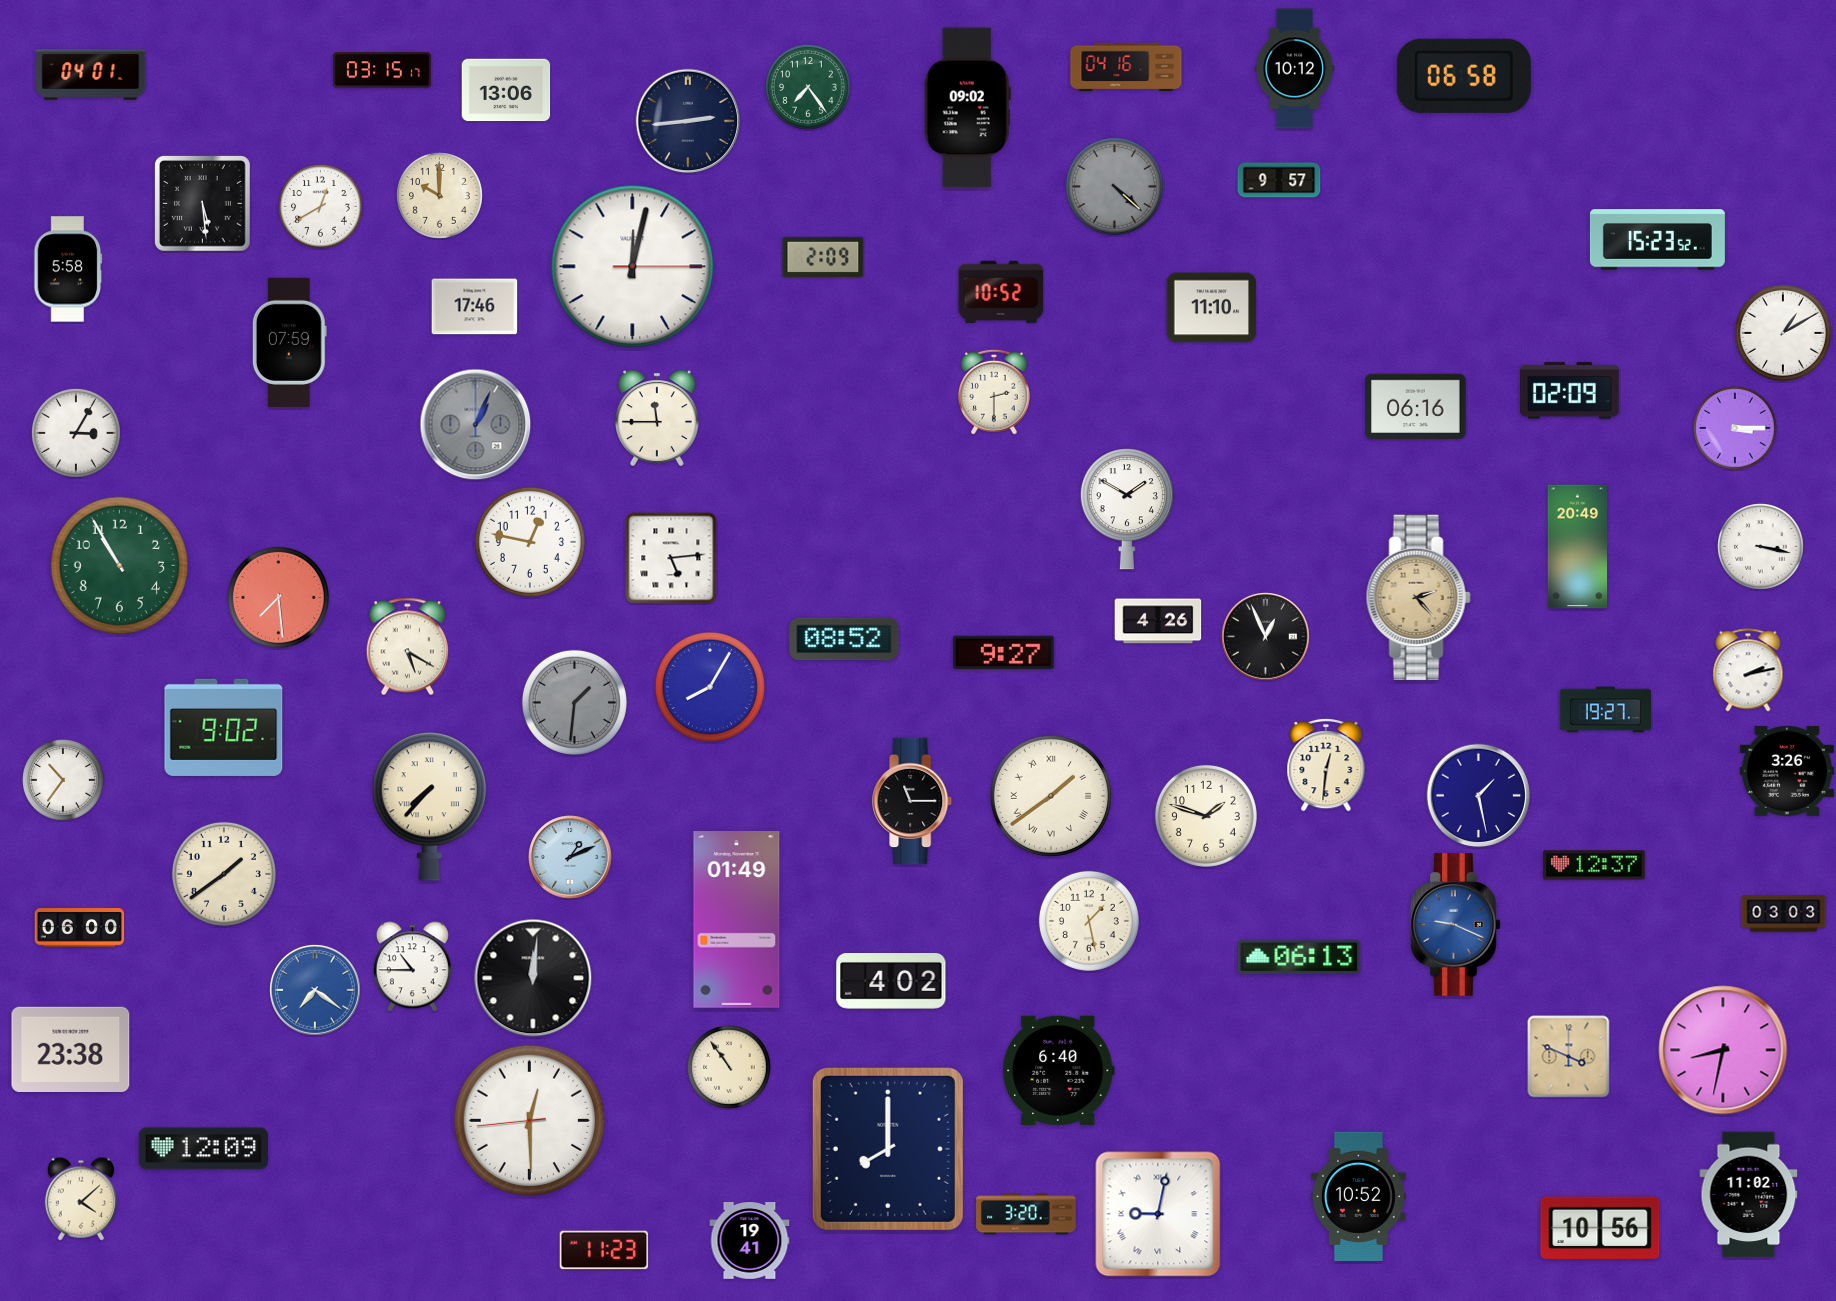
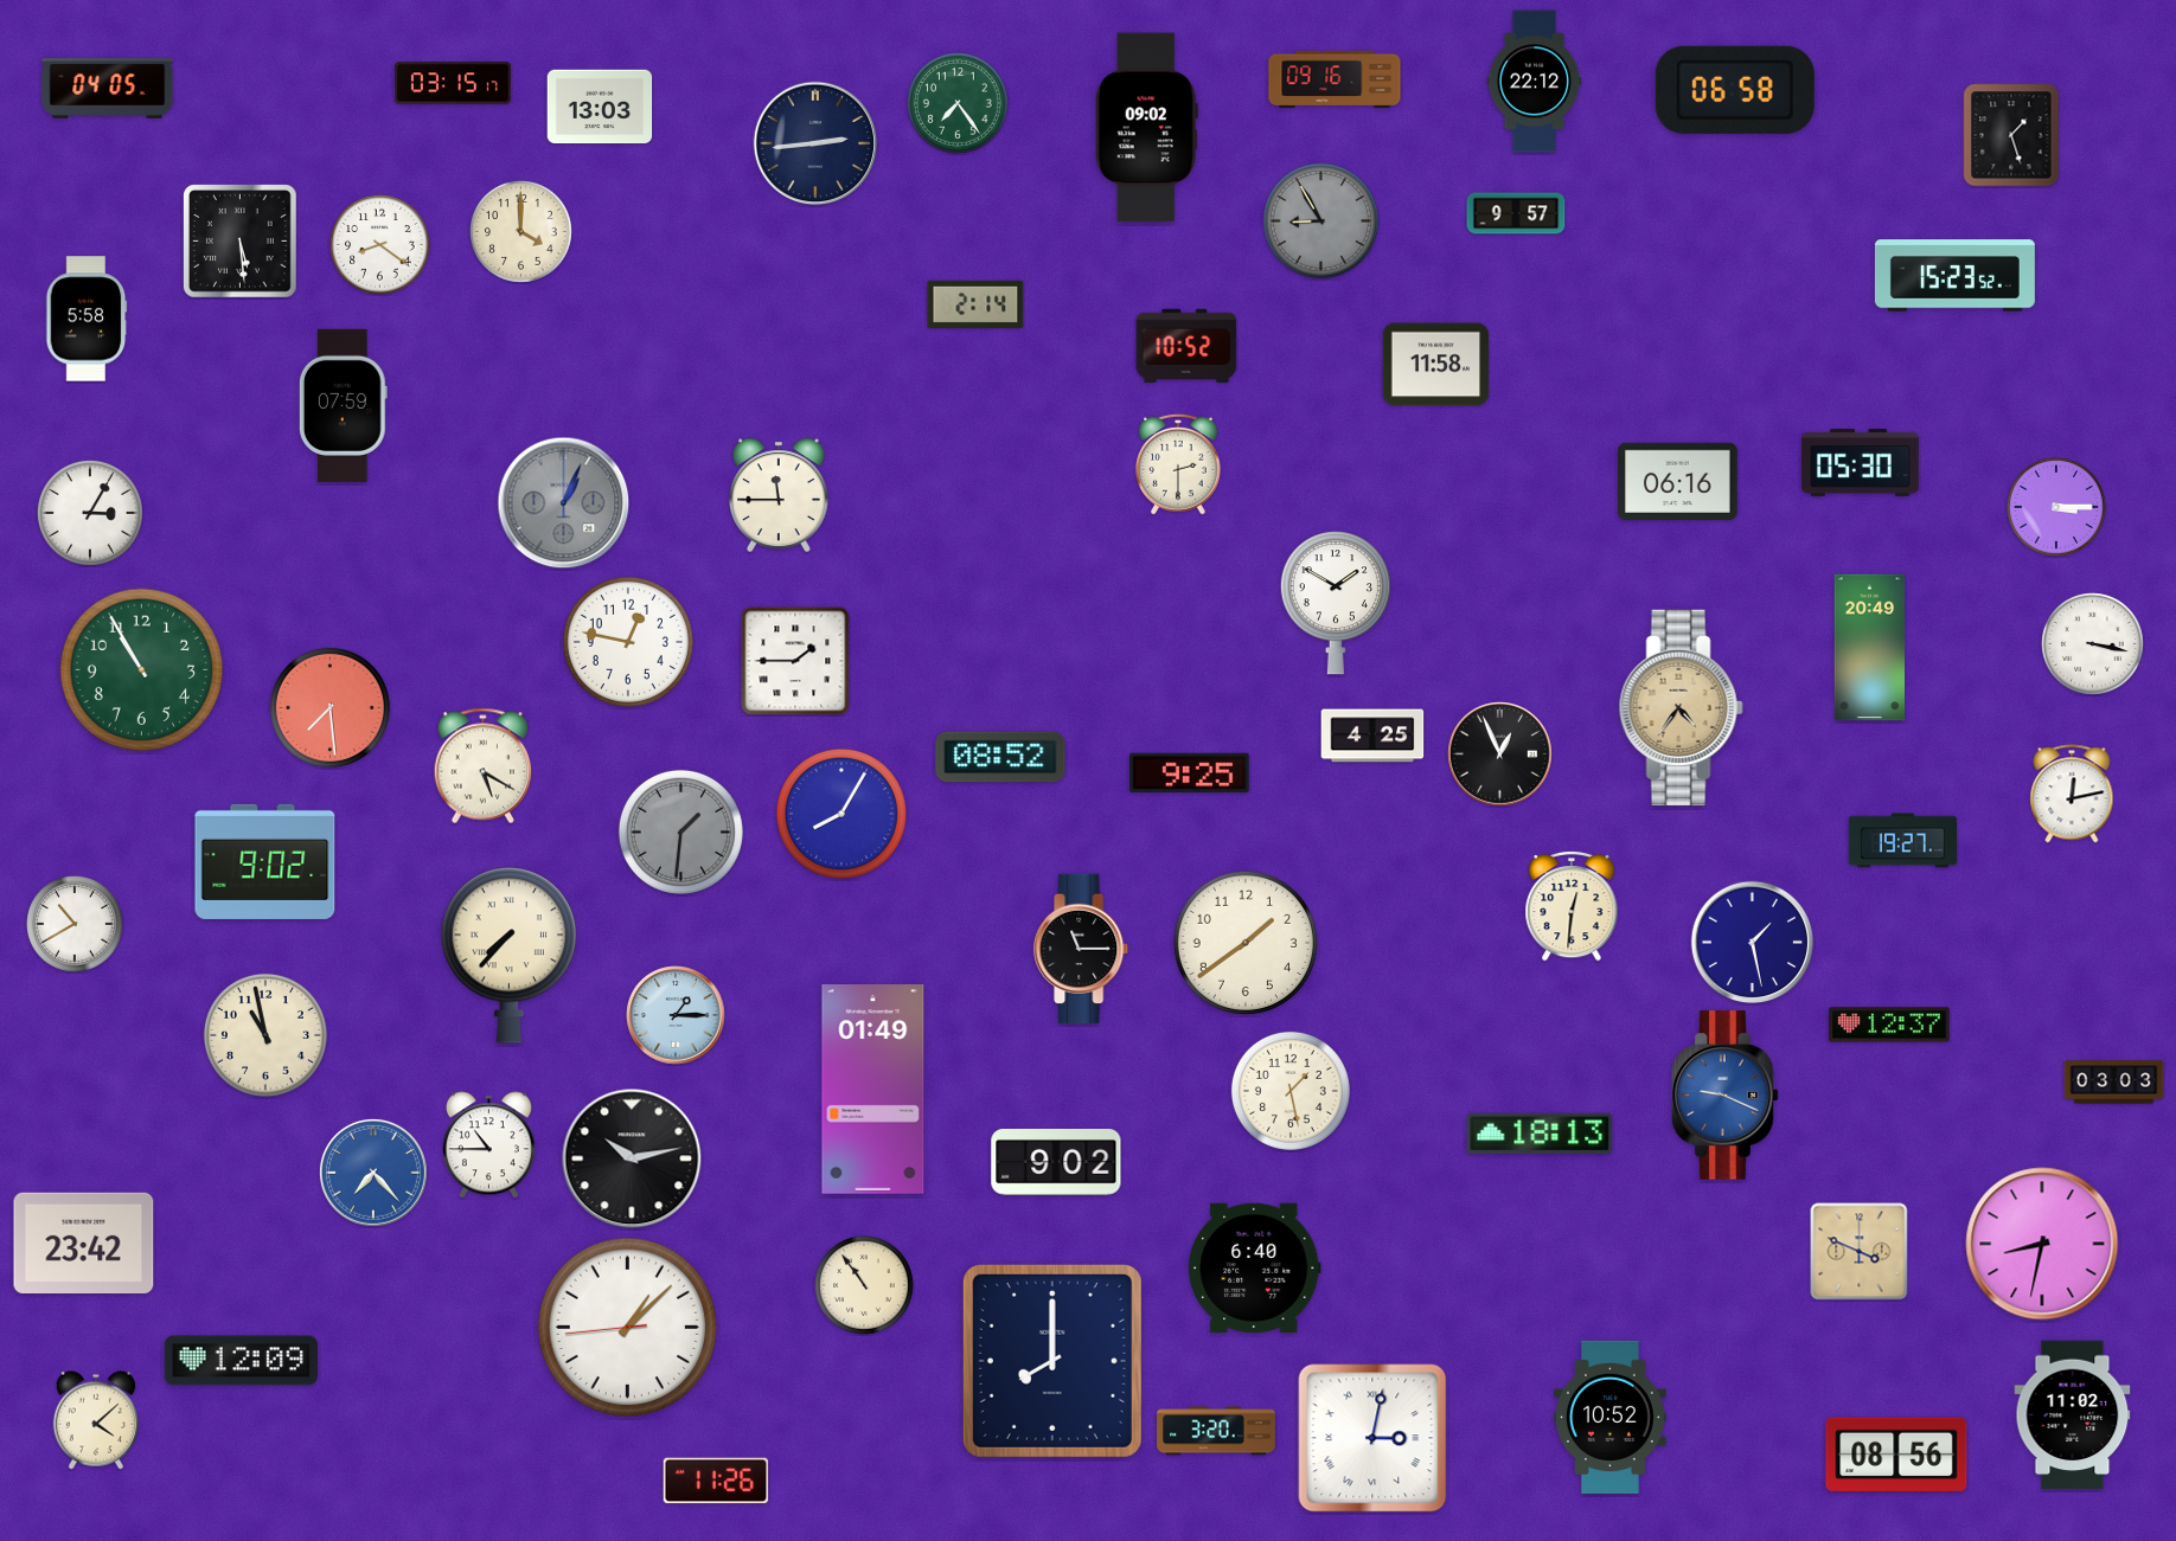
clock at (1126, 67): 04:16 -> 09:16
clock at (1295, 69): 10:12 -> 22:12
clock at (91, 75): 04:01 -> 04:05
clock at (506, 90): 13:06 -> 13:03
clock at (2011, 135): none -> 1:27
clock at (1114, 186): 4:22 -> 8:55
clock at (440, 196): 10:00 -> 4:00
clock at (321, 207): 12:40 -> 8:21
clock at (1657, 240) position: (1657, 240) -> (1954, 276)
clock at (823, 257): 2:09 -> 2:14
clock at (633, 267): 12:02 -> none
clock at (68, 269) position: (68, 269) -> (87, 319)
clock at (475, 307): 17:46 -> none
clock at (1212, 308): 11:10 -> 11:58
clock at (1783, 333): 1:10 -> none
clock at (1570, 390): 02:09 -> 05:30
clock at (1761, 547) position: (1761, 547) -> (2093, 644)
clock at (671, 558): 5:14 -> 1:45
clock at (1418, 597): 2:23 -> 4:36
clock at (1158, 621): 4:26 -> 4:25
clock at (1004, 652): 9:27 -> 9:25
clock at (1748, 670): 2:13 -> 12:13
clock at (1787, 771): 3:26 -> none
clock at (63, 780): 10:36 -> 10:40
clock at (1051, 796) numerals: Roman -> Arabic
clock at (1206, 816): 1:48 -> none
clock at (570, 857): 1:11 -> 1:15
clock at (224, 874): 1:39 -> 10:58
clock at (80, 928): 06:00 -> none
clock at (1299, 957): 06:13 -> 18:13
clock at (533, 978): 12:01 -> 10:13
clock at (891, 982): 4:02 -> 9:02
clock at (315, 990): 7:21 -> 7:23
clock at (71, 1049): 23:38 -> 23:42
clock at (730, 1068) position: (730, 1068) -> (865, 1286)
clock at (530, 1121): 12:29 -> 1:07
clock at (1026, 1214) position: (1026, 1214) -> (1216, 1431)
clock at (1158, 1214): 9:02 -> 3:02
clock at (1600, 1228): 10:56 -> 08:56
clock at (750, 1241): 19:41 -> none
clock at (604, 1250): 11:23 -> 11:26
